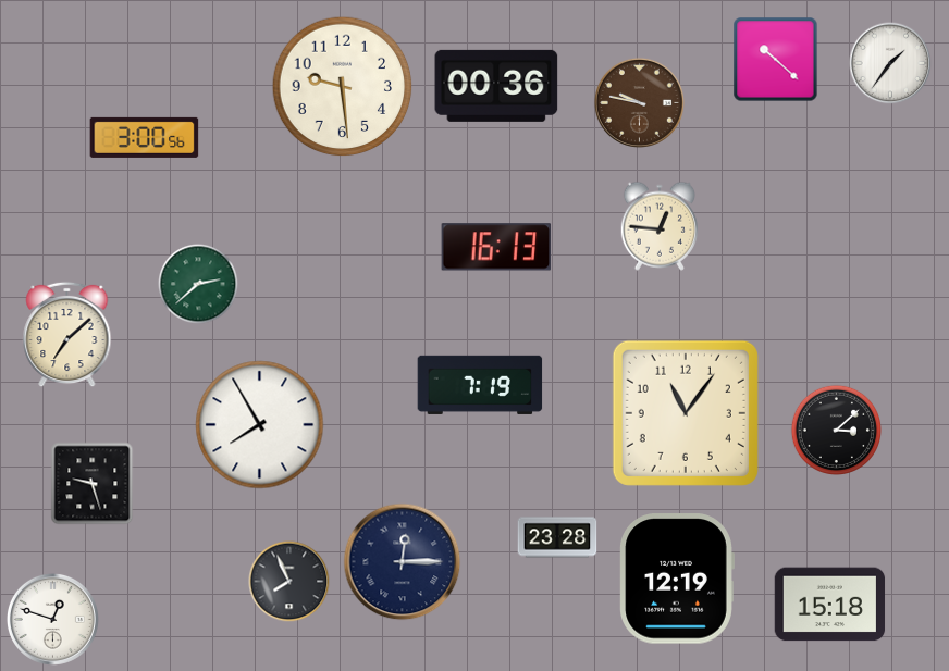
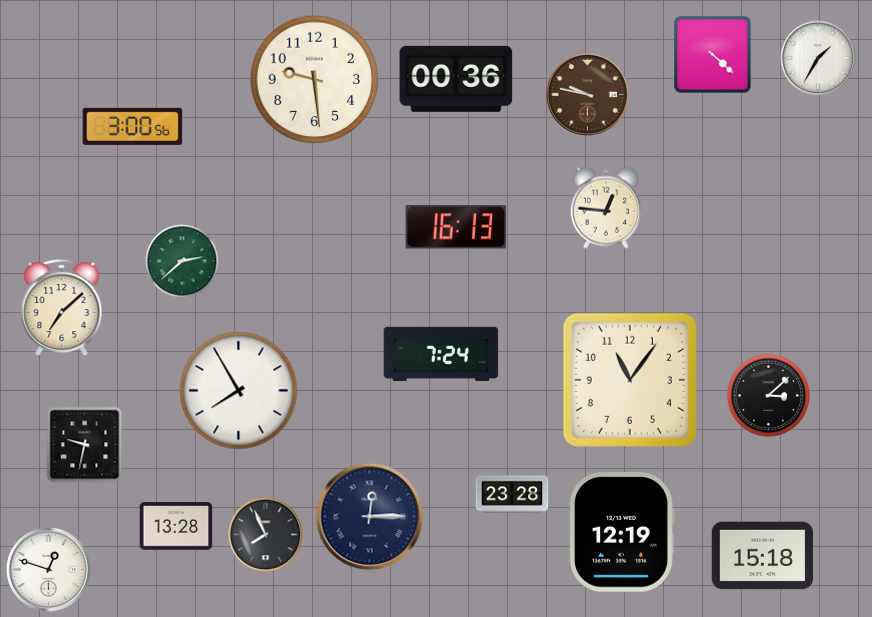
clock at (776, 60): 10:22 -> 4:22
clock at (890, 63): 1:36 -> 1:35
clock at (480, 385): 7:19 -> 7:24
clock at (93, 484): 9:27 -> 9:32
clock at (176, 526): none -> 13:28
